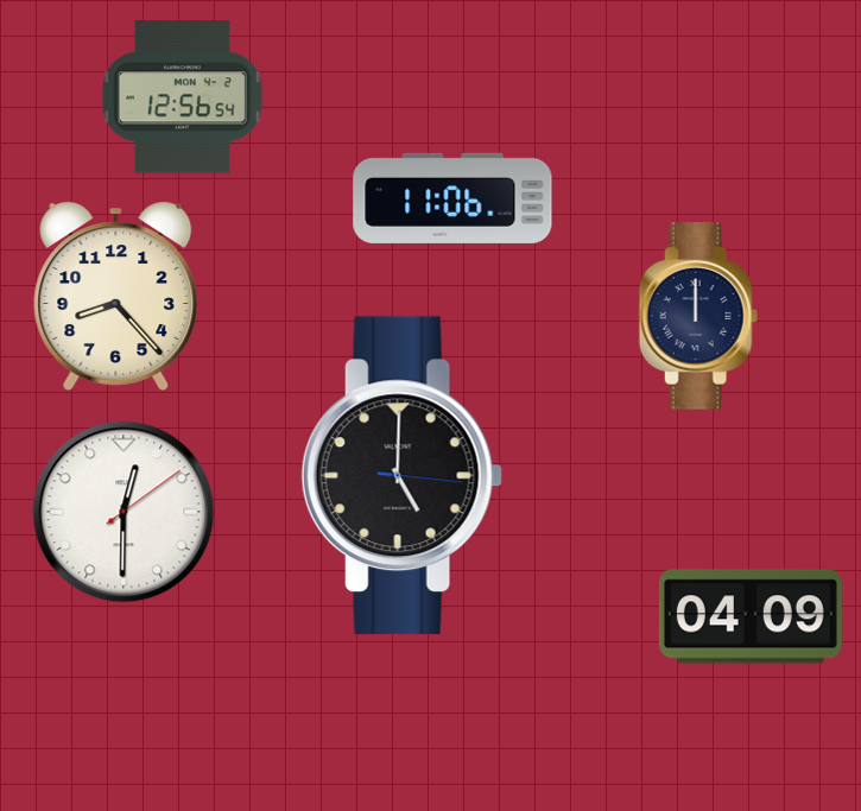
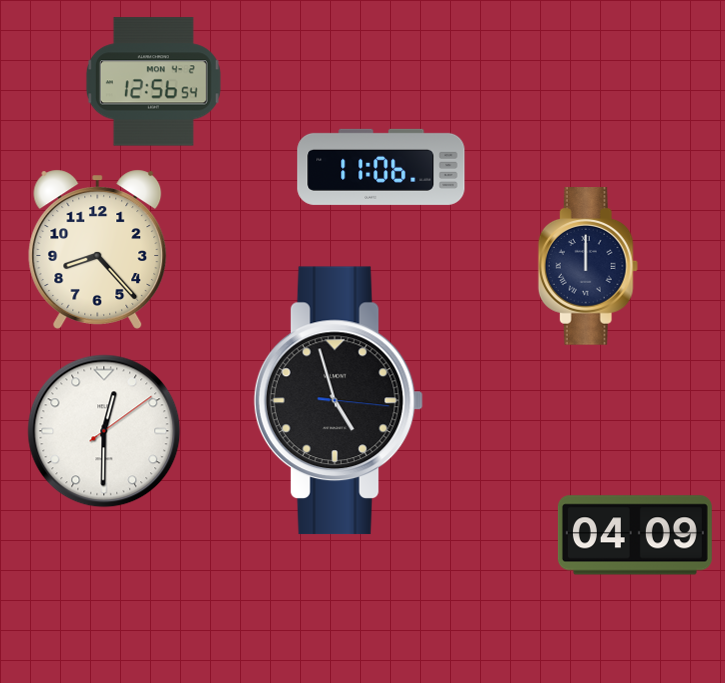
clock at (401, 476): 5:00 -> 4:57
clock at (751, 616) position: (751, 616) -> (635, 535)
